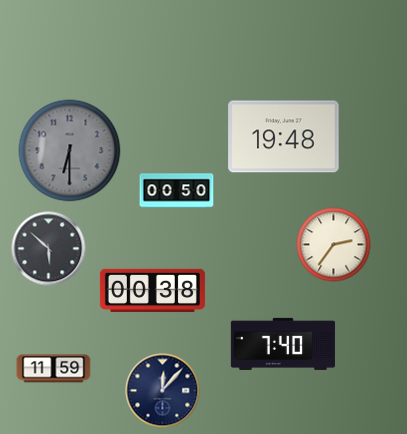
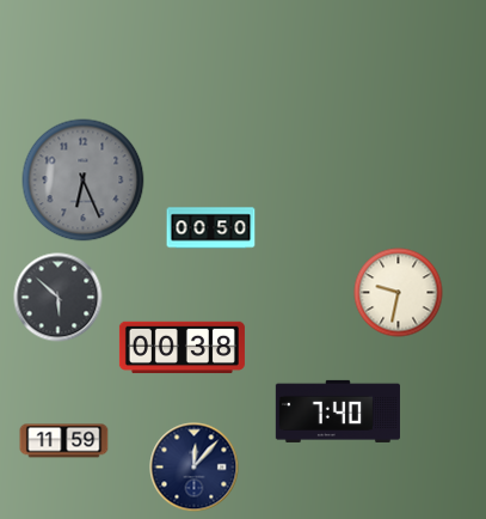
clock at (284, 137): 19:48 -> none
clock at (70, 151): 6:30 -> 6:26
clock at (334, 245): 2:36 -> 9:32
